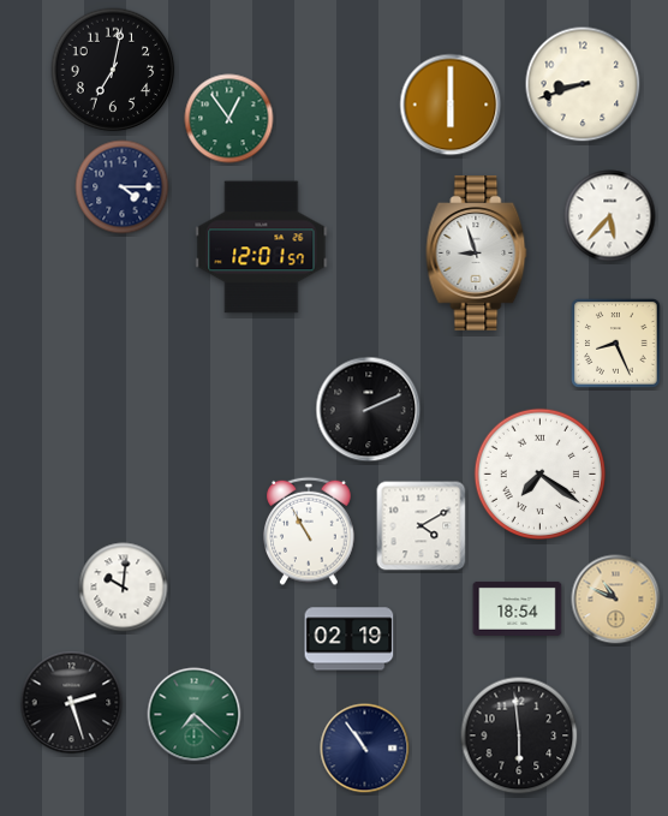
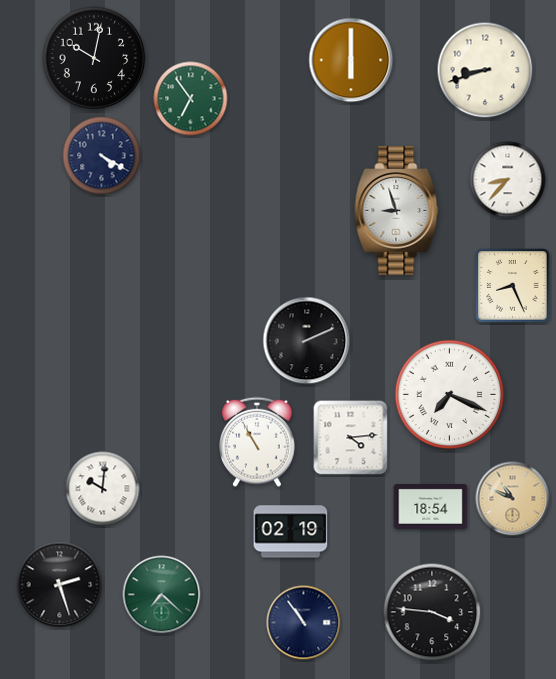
clock at (113, 70): 7:02 -> 10:02
clock at (451, 105) position: (451, 105) -> (351, 60)
clock at (229, 119): 12:54 -> 6:54
clock at (123, 187): 4:15 -> 4:20
clock at (610, 216): 5:37 -> 8:37
clock at (262, 248): 12:01 -> none
clock at (539, 473): 7:21 -> 7:19
clock at (422, 526): 4:10 -> 4:14
clock at (519, 735): 5:59 -> 3:46
